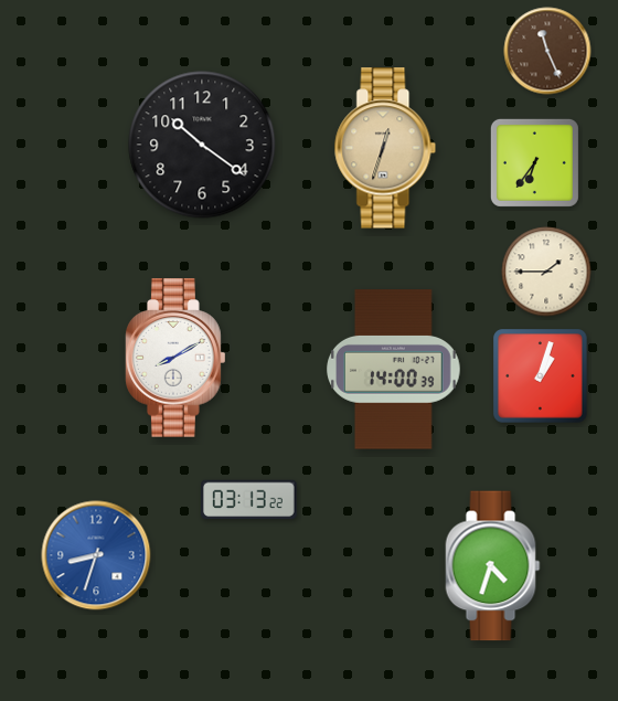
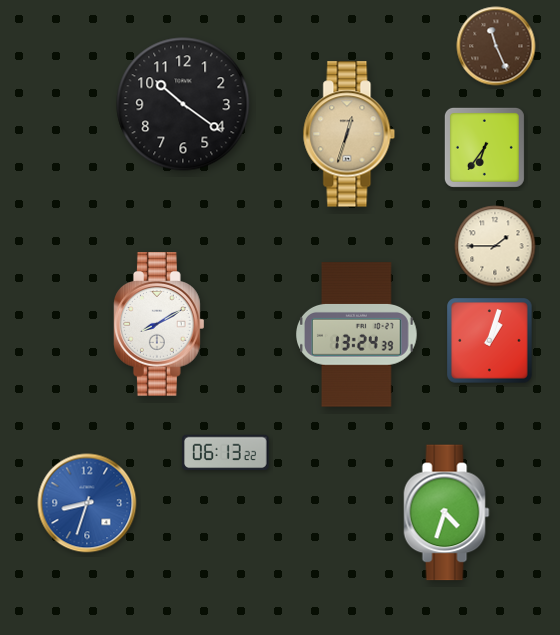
clock at (202, 145) position: (202, 145) -> (183, 104)
clock at (394, 370): 14:00 -> 13:24
clock at (249, 500): 03:13 -> 06:13
